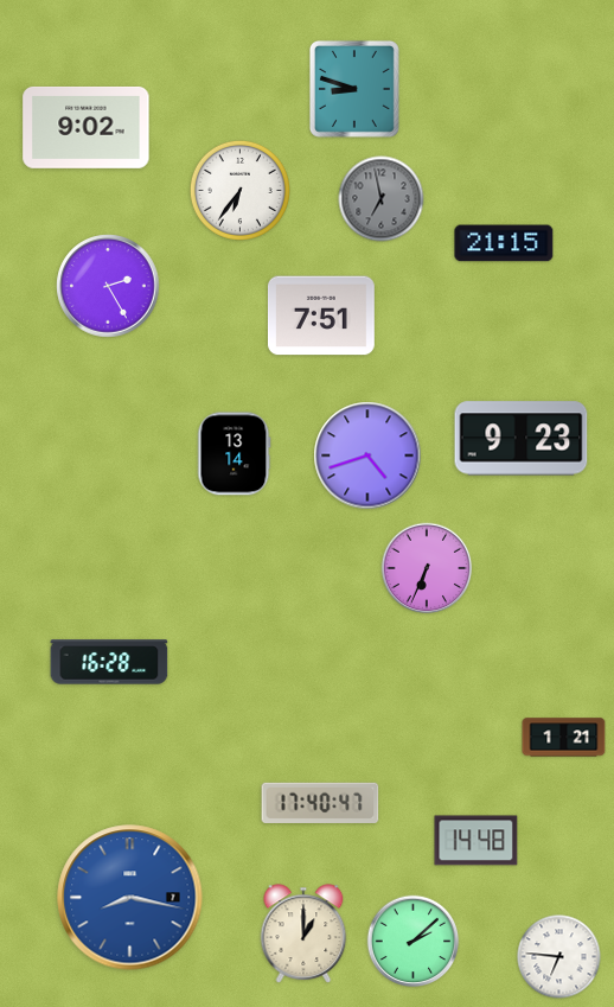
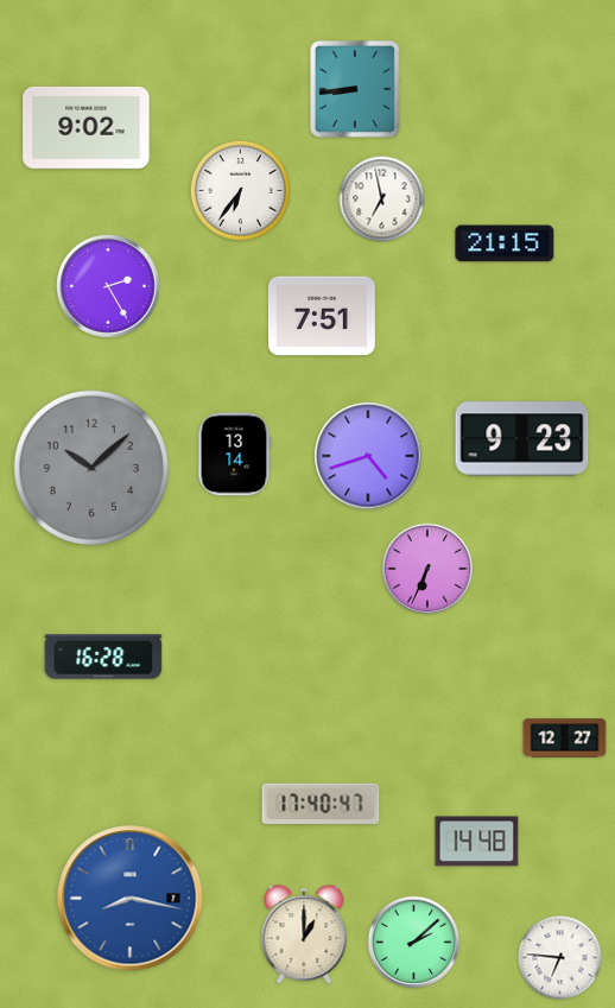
clock at (354, 89): 8:48 -> 8:44
clock at (382, 199) dial: grey -> white
clock at (91, 468): none -> 10:08
clock at (109, 662) position: (109, 662) -> (103, 657)
clock at (564, 738): 1:21 -> 12:27
